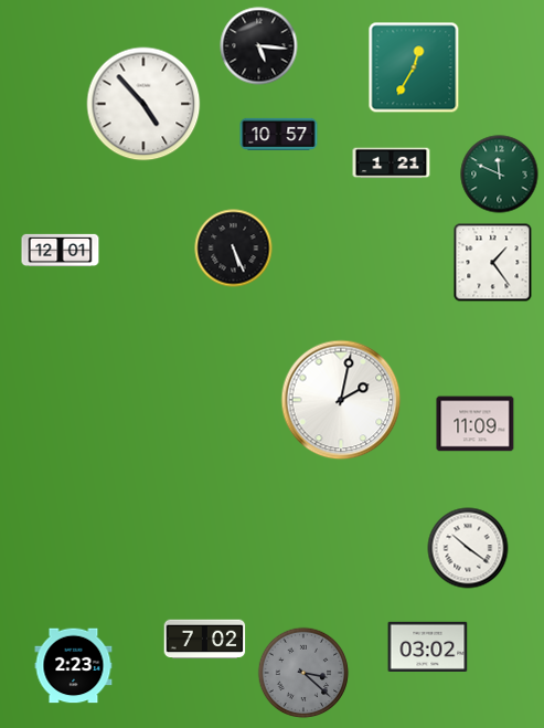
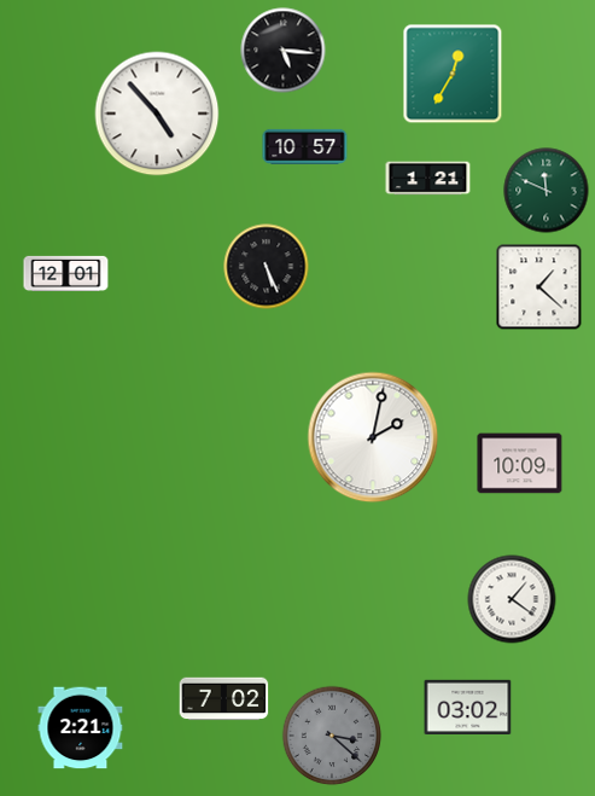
clock at (234, 249) position: (234, 249) -> (267, 267)
clock at (493, 263): 1:24 -> 1:22
clock at (476, 424): 11:09 -> 10:09
clock at (468, 548): 10:21 -> 1:21
clock at (74, 666): 2:23 -> 2:21
